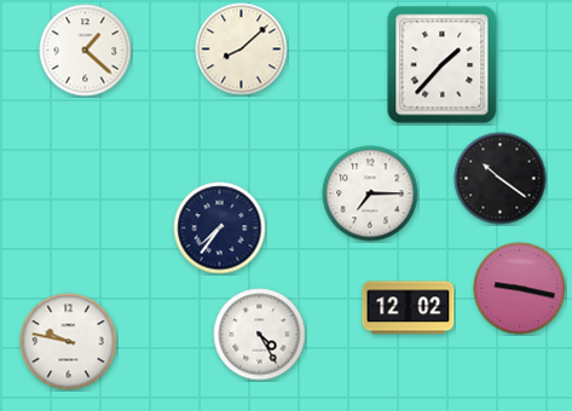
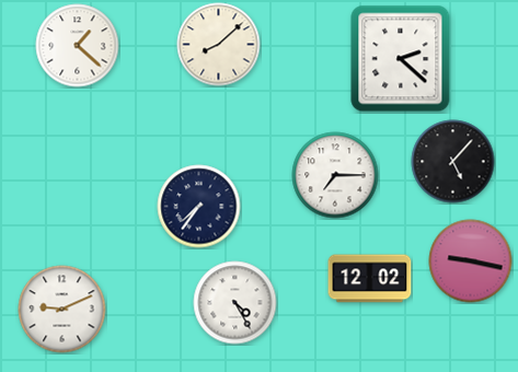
clock at (443, 65): 1:37 -> 2:22
clock at (501, 179): 10:21 -> 5:07
clock at (69, 342): 9:47 -> 9:11
